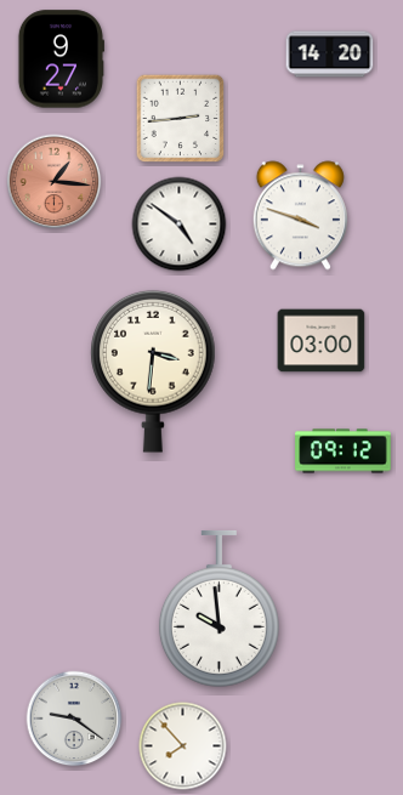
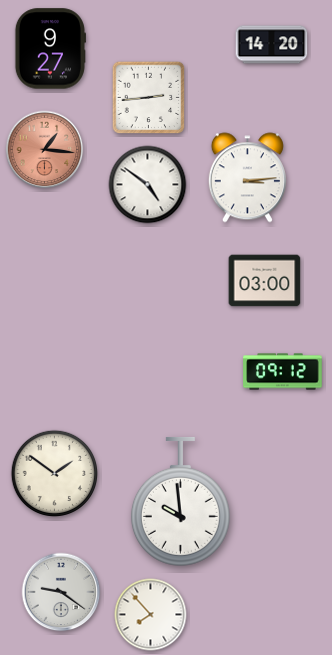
clock at (300, 216): 3:48 -> 3:14
clock at (153, 371): 3:31 -> none
clock at (54, 473): none -> 1:51
